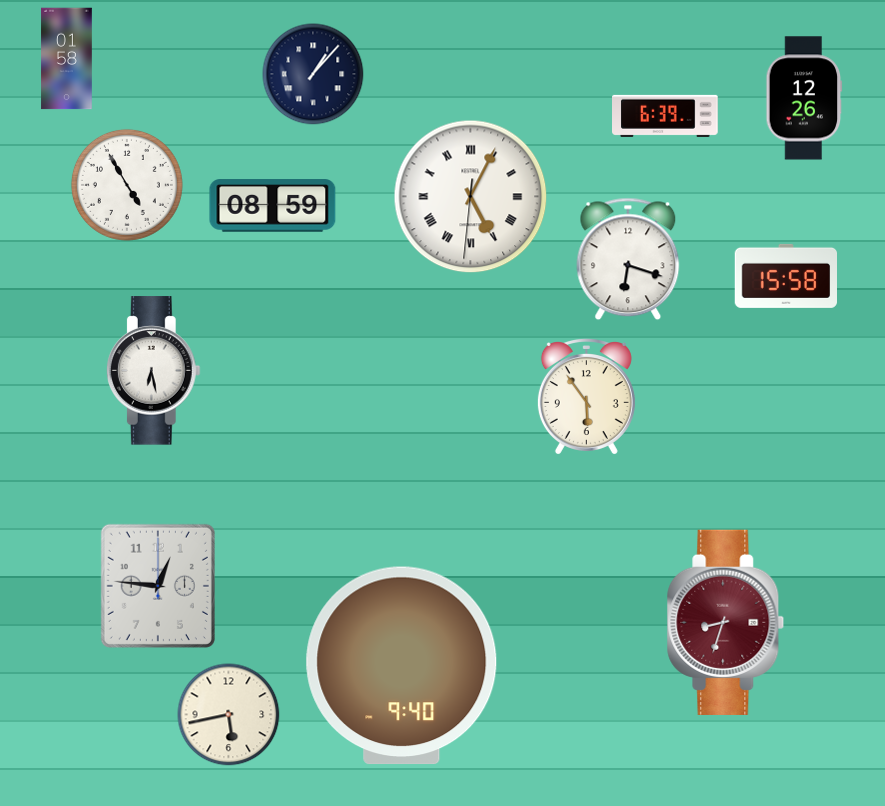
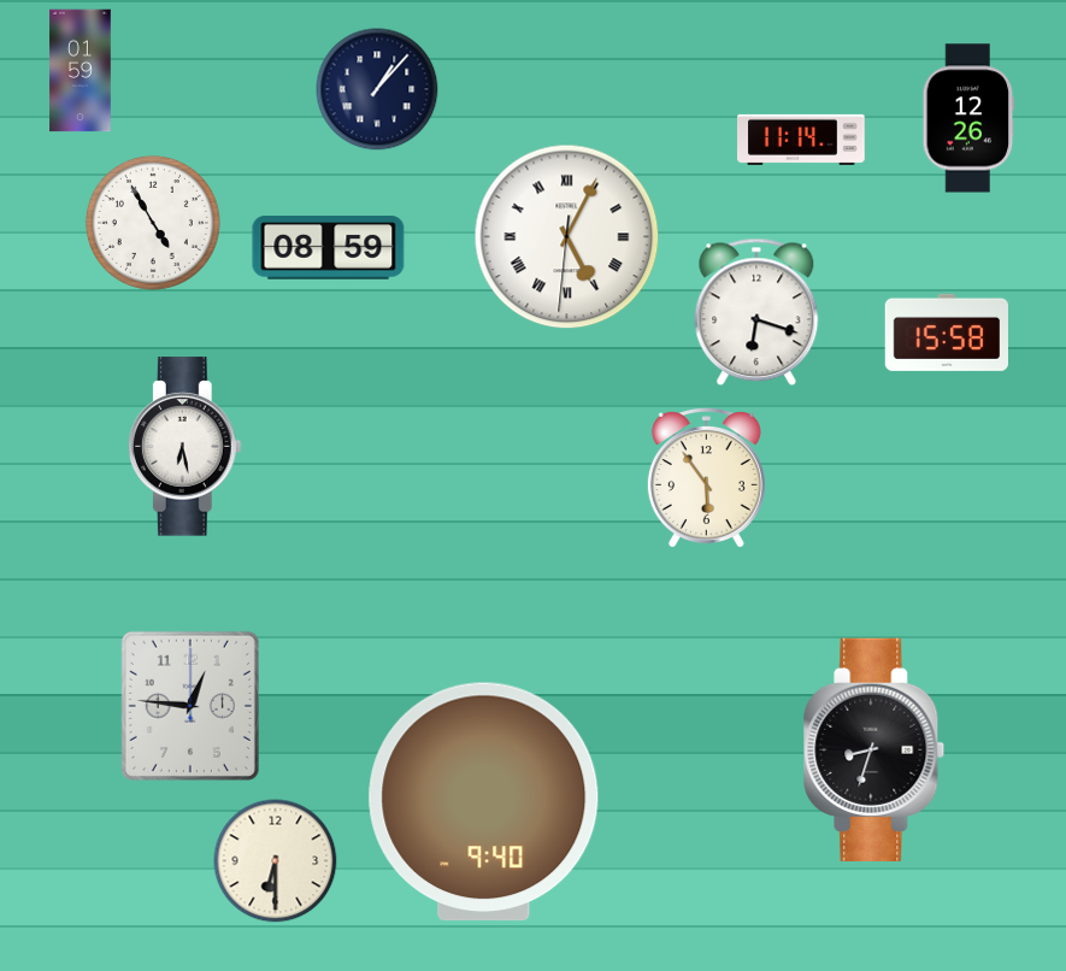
clock at (67, 59): 01:58 -> 01:59
clock at (666, 116): 6:39 -> 11:14
clock at (726, 622) dial: burgundy -> black
clock at (229, 715): 5:43 -> 6:30
